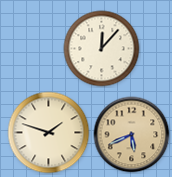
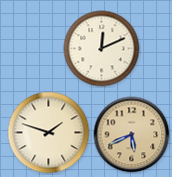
clock at (102, 49): 12:07 -> 12:11
